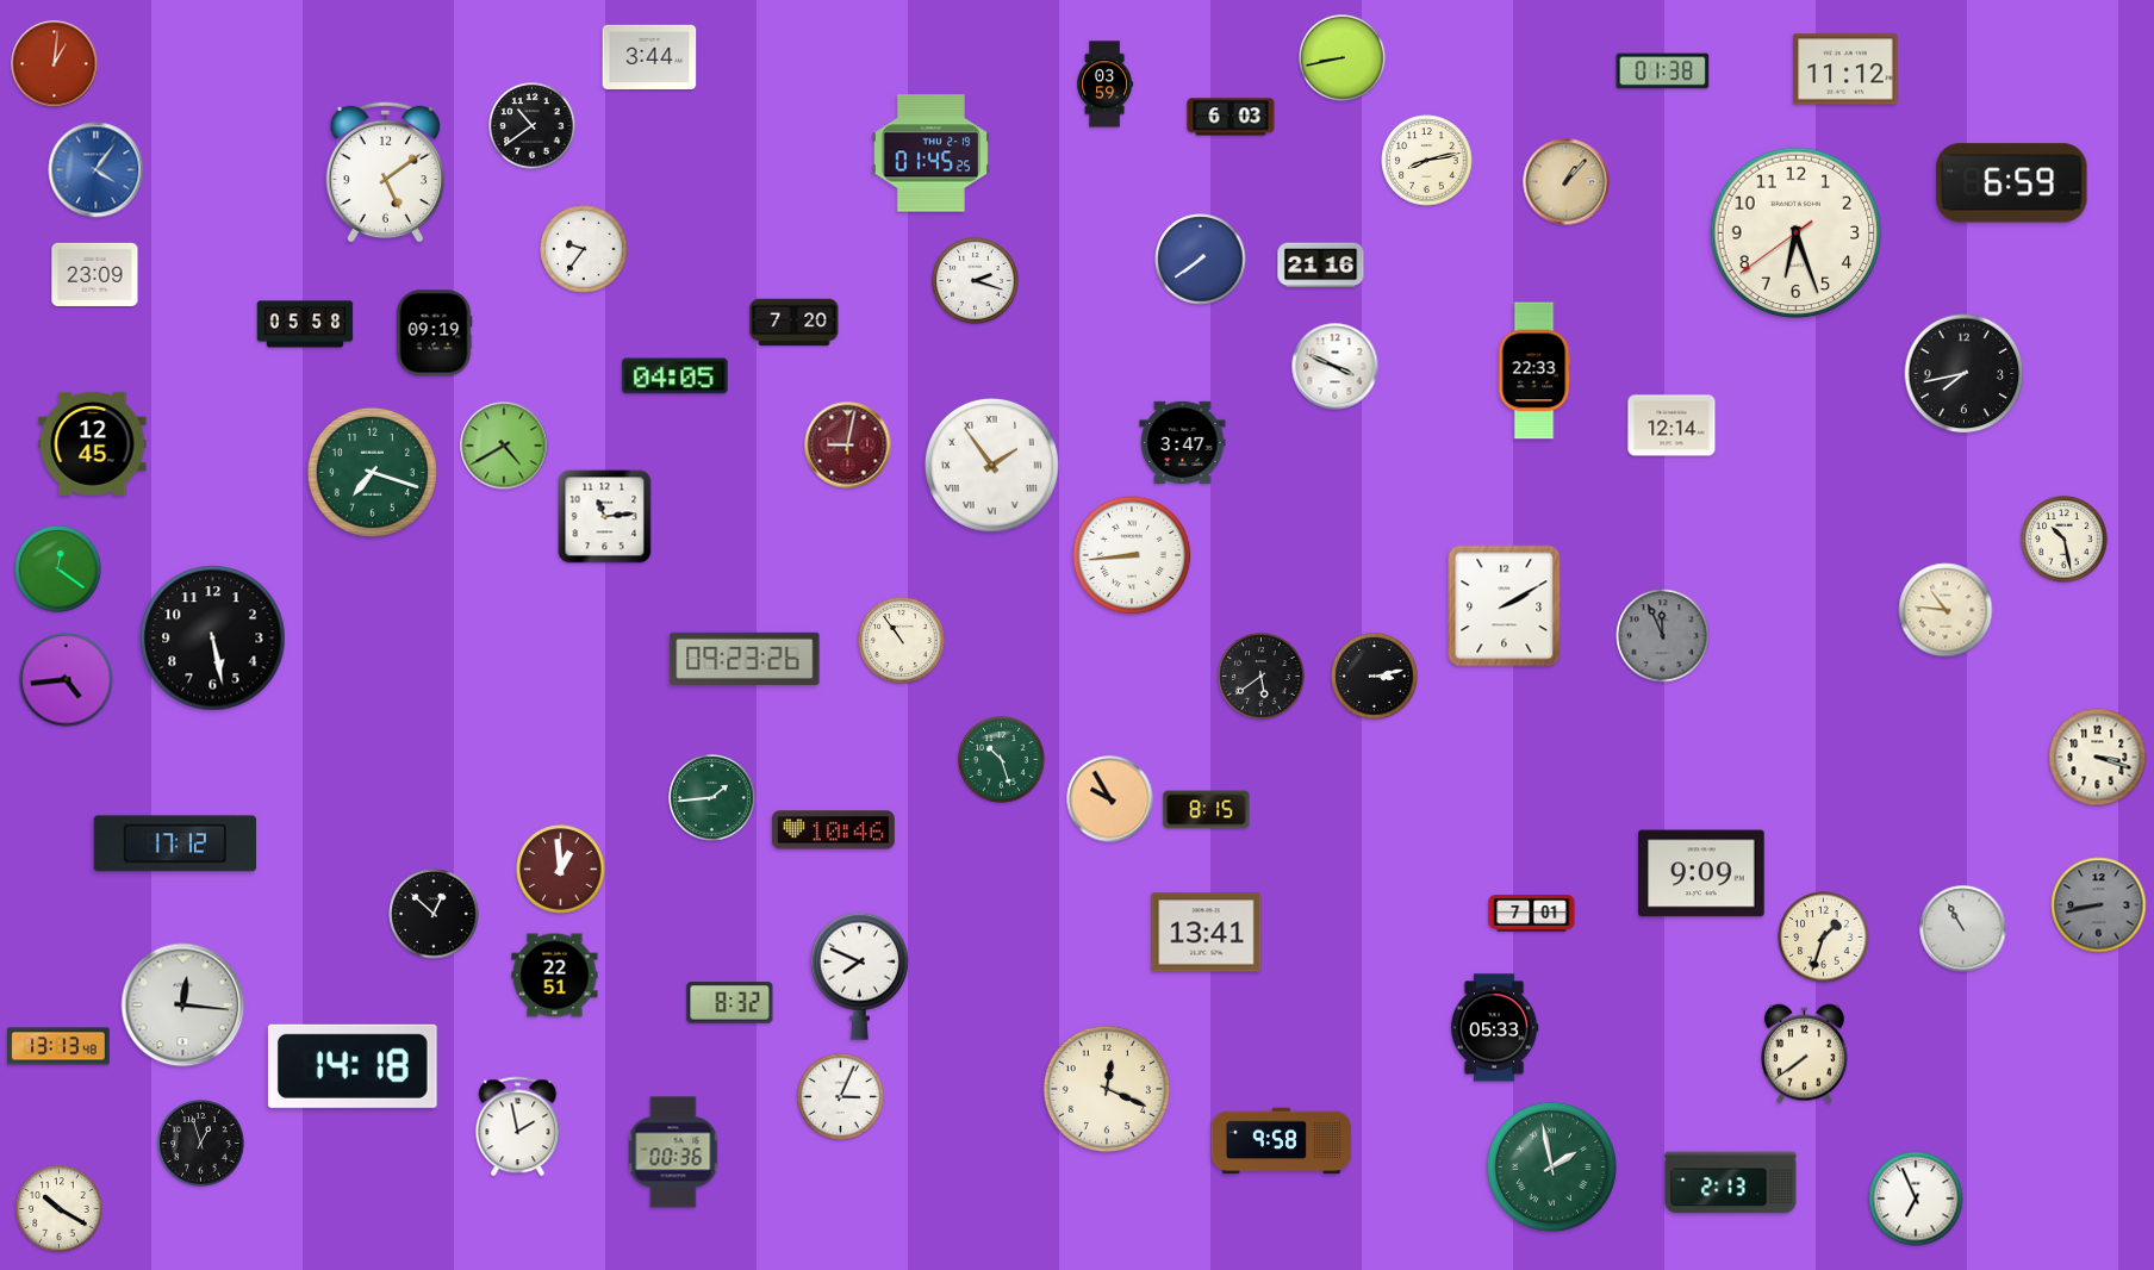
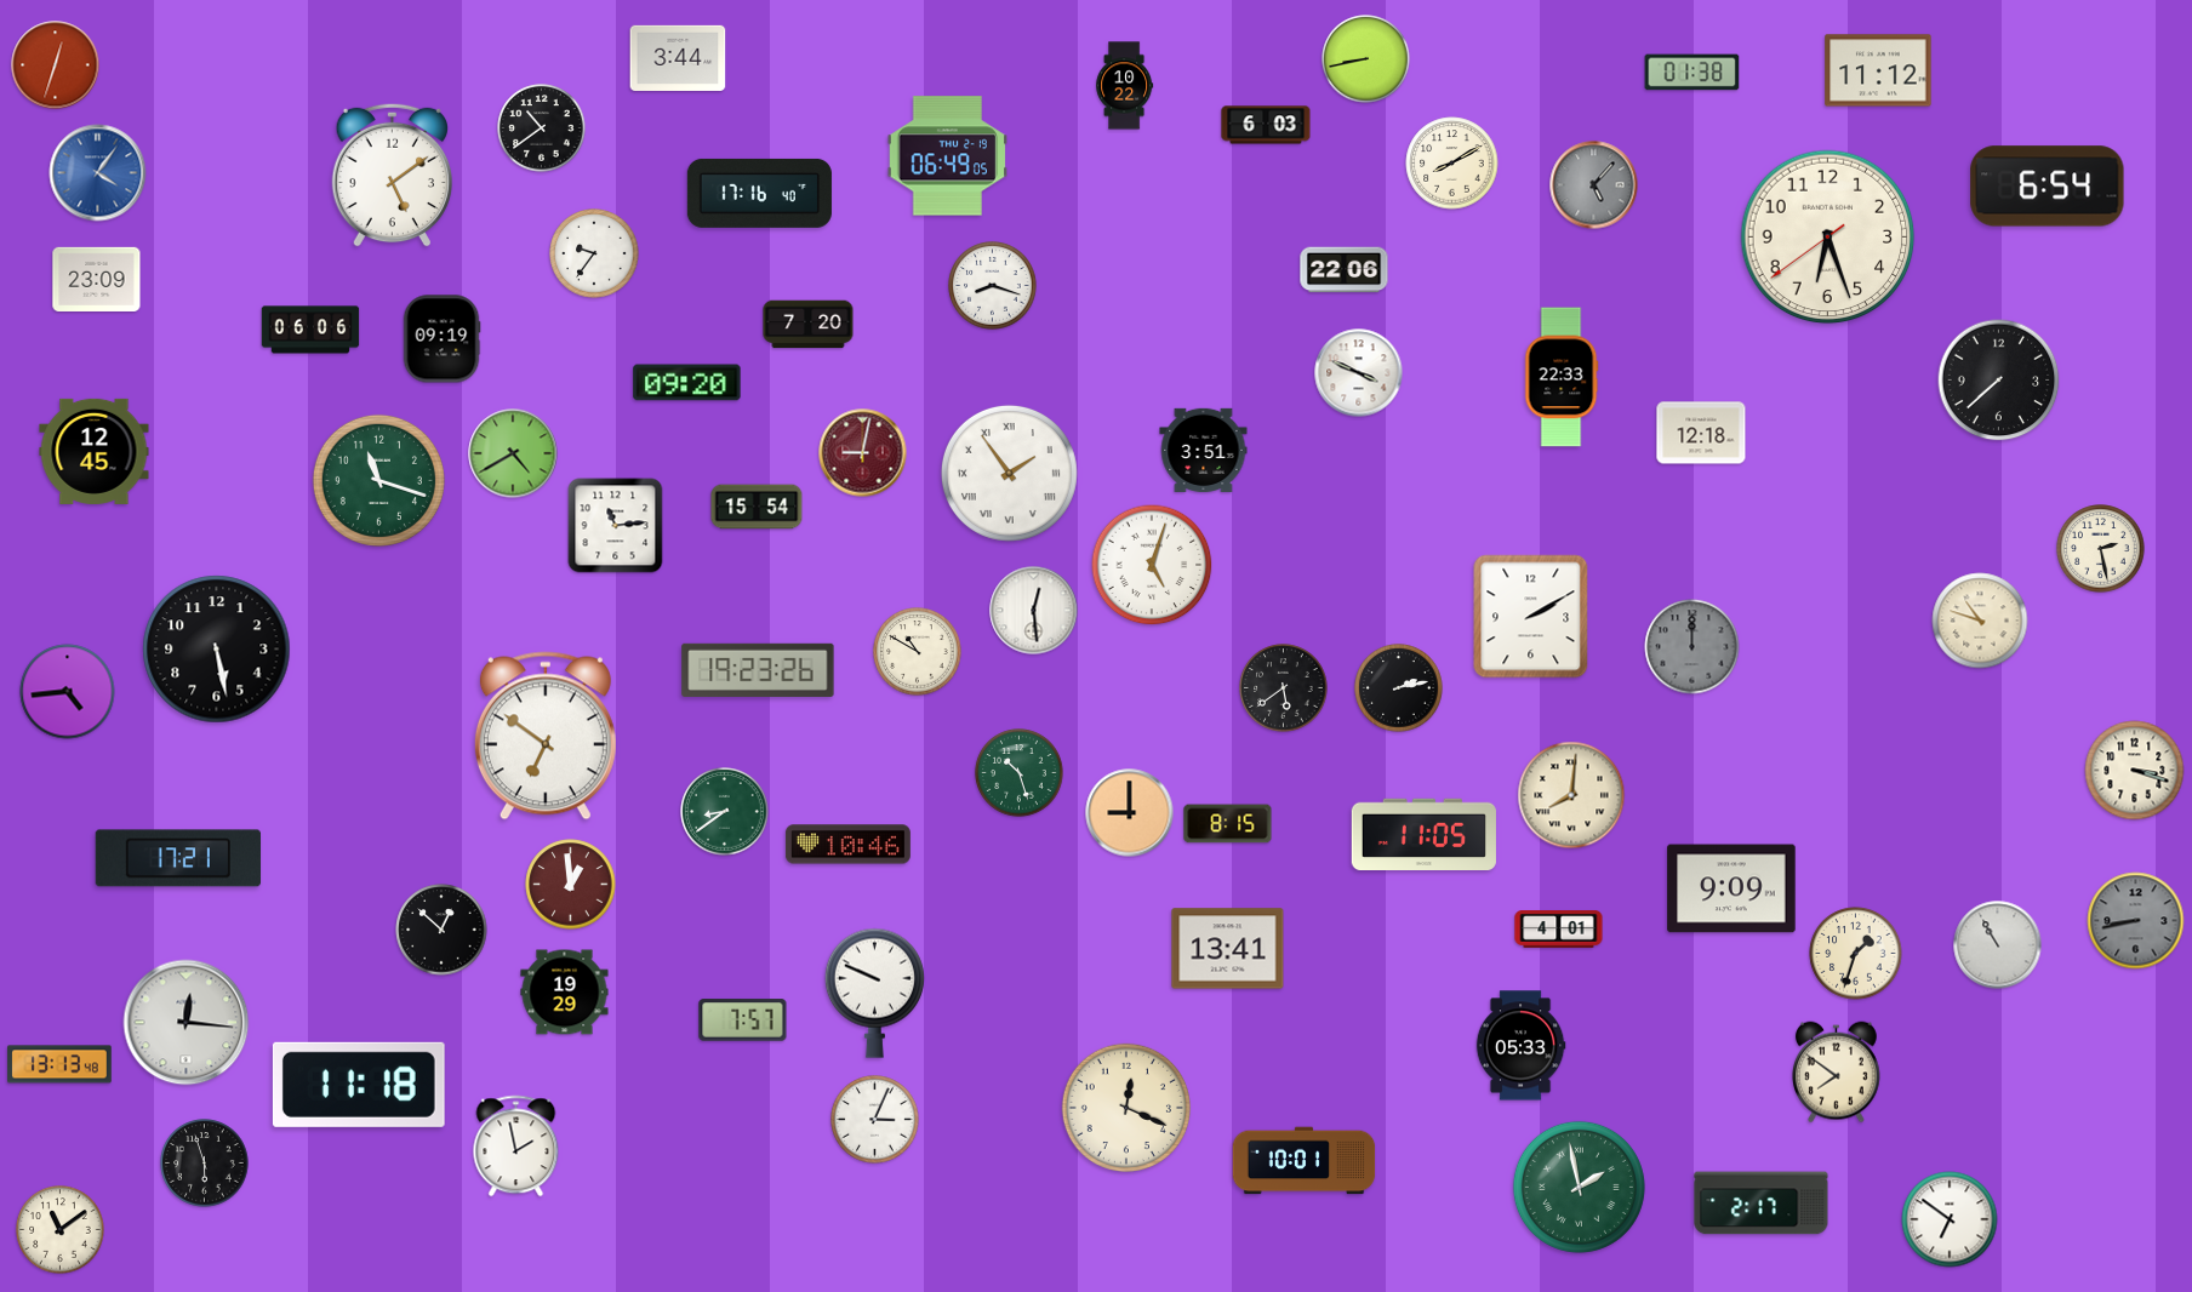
clock at (649, 57) position: (649, 57) -> (678, 58)
clock at (55, 64): 1:01 -> 12:33
clock at (1106, 85): 03:59 -> 10:22
clock at (1231, 117) position: (1231, 117) -> (1266, 125)
clock at (930, 154): 01:45 -> 06:49
clock at (1427, 161): 8:13 -> 8:10
clock at (1567, 182): 1:07 -> 5:07
clock at (1567, 182) dial: champagne -> grey
clock at (2012, 183): 6:59 -> 6:54
clock at (759, 193): none -> 17:16
clock at (1201, 260): 7:39 -> none
clock at (1321, 266): 21:16 -> 22:06
clock at (976, 281): 2:18 -> 8:18
clock at (795, 323) position: (795, 323) -> (809, 325)
clock at (305, 324): 05:58 -> 06:06
clock at (1965, 374): 7:43 -> 7:38
clock at (676, 376): 04:05 -> 09:20
clock at (1671, 425): 12:14 -> 12:18
clock at (1183, 442): 3:47 -> 3:51
clock at (372, 472): 7:18 -> 11:18
clock at (757, 507): none -> 15:54
clock at (2065, 540): 10:28 -> 2:28
clock at (1132, 555): 8:44 -> 5:03
clock at (58, 569): 12:21 -> none
clock at (1034, 611): none -> 12:29
clock at (1946, 610): 10:46 -> 10:48
clock at (1663, 636): 11:56 -> 12:00
clock at (902, 641): 10:54 -> 10:50
clock at (745, 659): 09:23 -> 19:23
clock at (1375, 677): 3:13 -> 2:13
clock at (546, 736): none -> 6:51
clock at (1571, 795): none -> 8:01
clock at (712, 798): 1:44 -> 8:39
clock at (1110, 799): 9:55 -> 9:00
clock at (1423, 834): none -> 11:05
clock at (174, 843): 17:12 -> 17:21
clock at (1532, 914): 7:01 -> 4:01
clock at (555, 976): 22:51 -> 19:29
clock at (859, 976): 7:49 -> 9:49
clock at (730, 1003): 8:32 -> 7:57
clock at (1805, 1054): 7:39 -> 7:51
clock at (353, 1066): 14:18 -> 11:18
clock at (841, 1097) position: (841, 1097) -> (875, 1120)
clock at (518, 1127) position: (518, 1127) -> (516, 1147)
clock at (1282, 1141): 9:58 -> 10:01
clock at (201, 1144): 12:57 -> 5:57
clock at (673, 1152): 00:36 -> none
clock at (1731, 1183): 2:13 -> 2:17
clock at (1916, 1199): 6:56 -> 6:51
clock at (60, 1209): 10:20 -> 11:09
